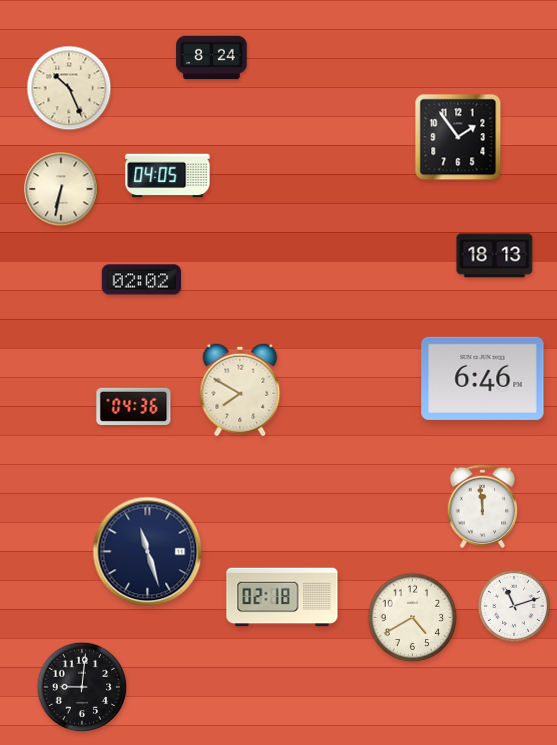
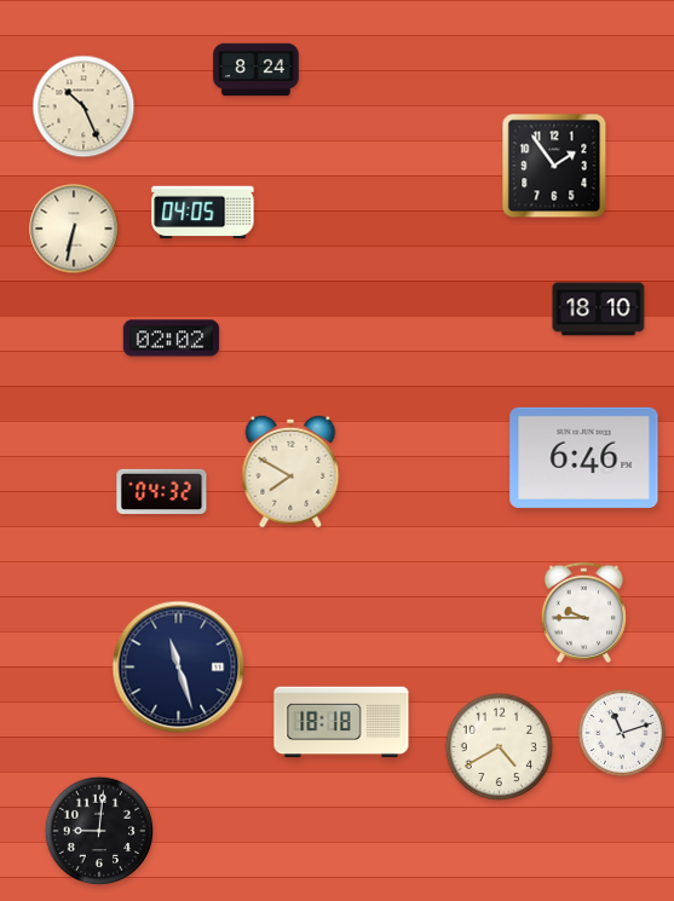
clock at (495, 256): 18:13 -> 18:10
clock at (134, 406): 04:36 -> 04:32
clock at (483, 506): 11:59 -> 9:45
clock at (282, 597): 02:18 -> 18:18
